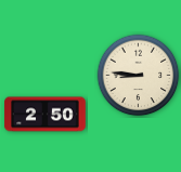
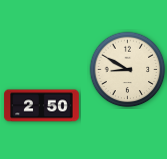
clock at (139, 76): 8:46 -> 8:50
